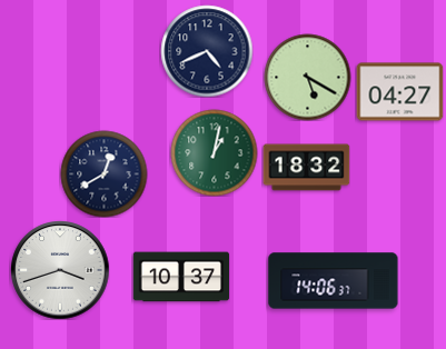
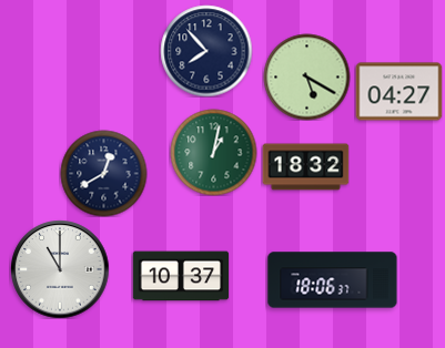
clock at (207, 51): 4:41 -> 7:53
clock at (60, 270): 3:42 -> 11:00
clock at (334, 281): 14:06 -> 18:06
